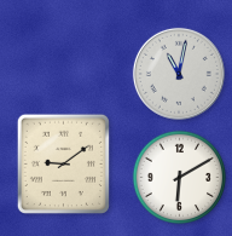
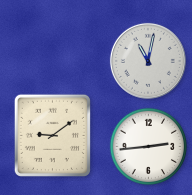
clock at (180, 178): 6:10 -> 2:44
